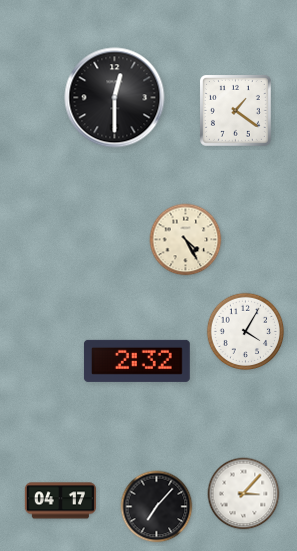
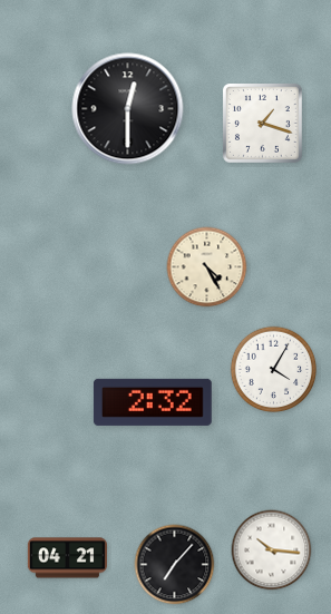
clock at (235, 110): 1:21 -> 1:18
clock at (244, 494): 3:07 -> 10:16
clock at (60, 501): 04:17 -> 04:21
